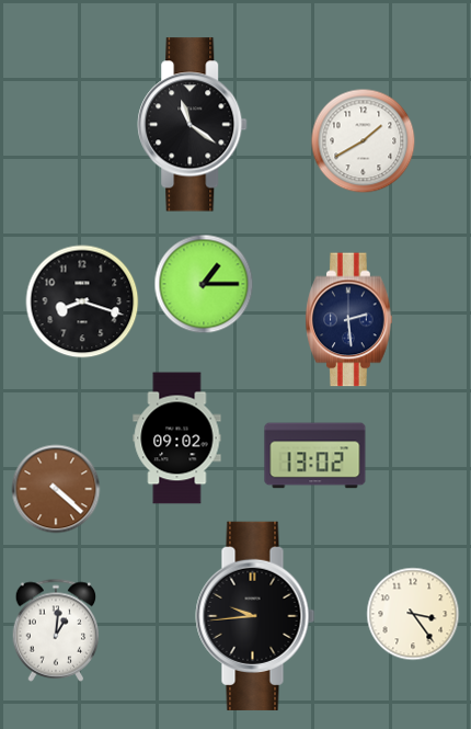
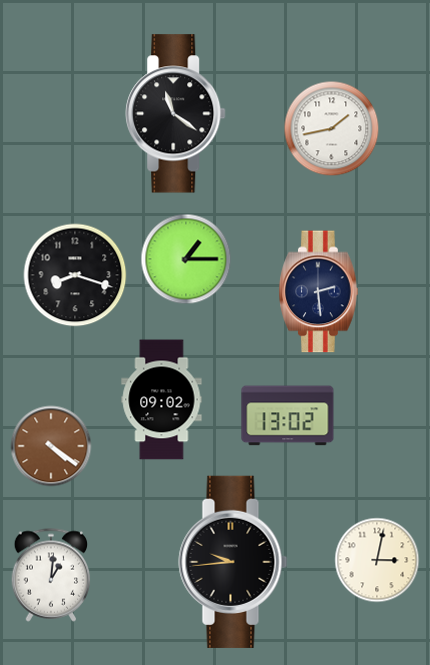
clock at (364, 141): 1:40 -> 1:43
clock at (56, 489): 4:22 -> 4:21
clock at (413, 614): 3:24 -> 3:02
